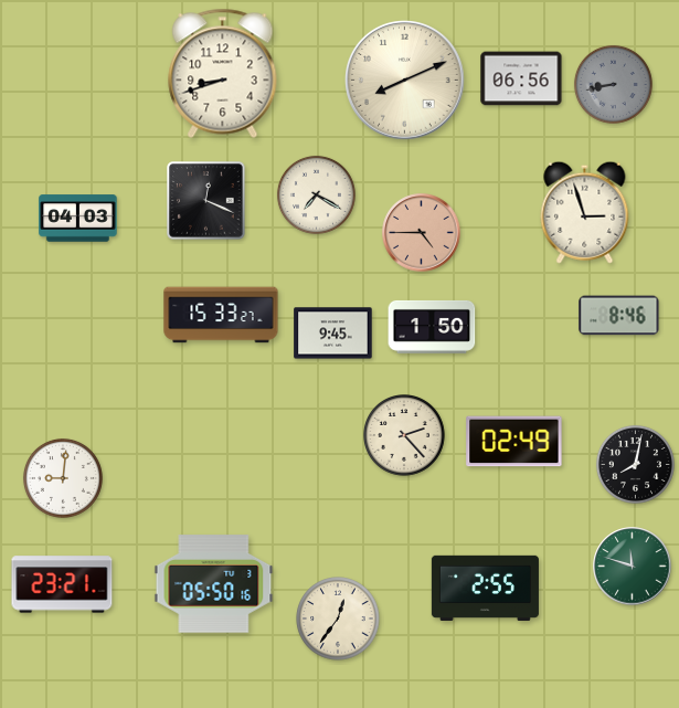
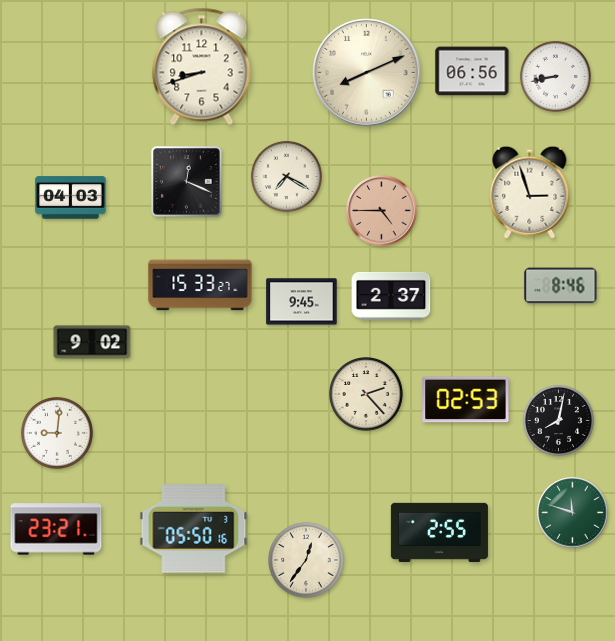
clock at (613, 84) dial: grey -> white
clock at (432, 327): 1:50 -> 2:37
clock at (92, 342): none -> 9:02
clock at (514, 442): 02:49 -> 02:53
clock at (635, 464) position: (635, 464) -> (558, 420)
